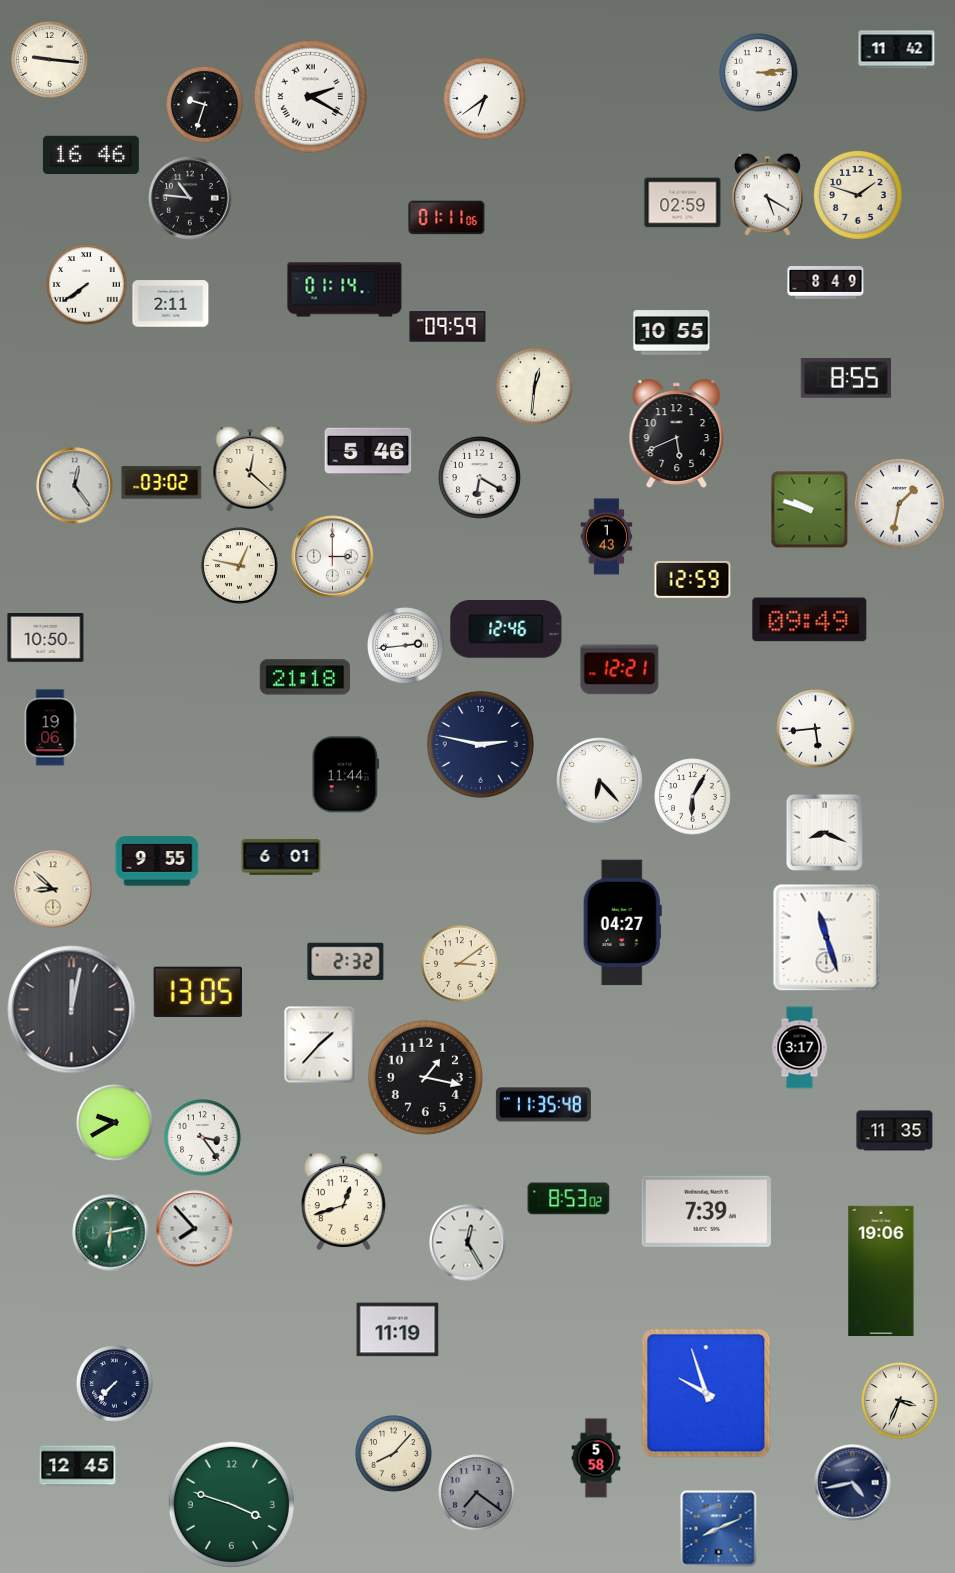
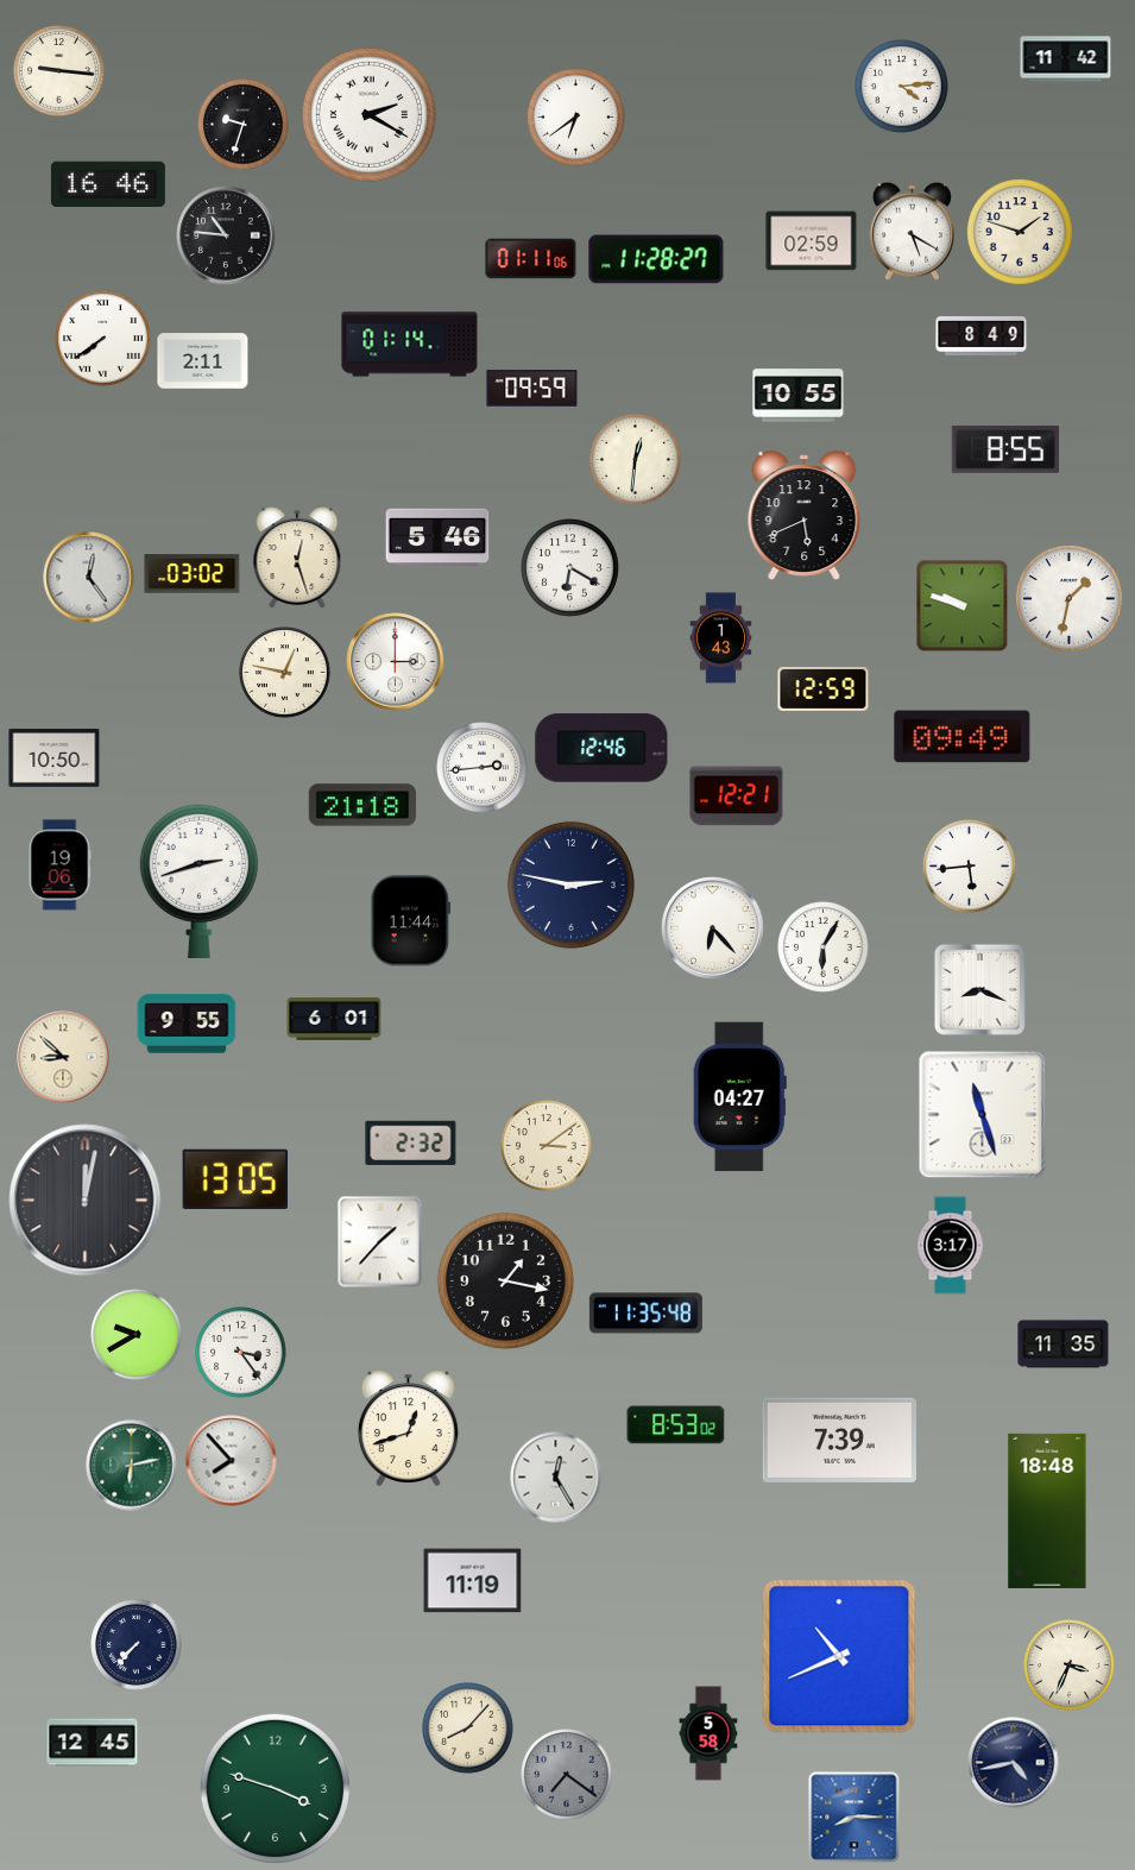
clock at (759, 73): 3:14 -> 4:14
clock at (656, 259): none -> 11:28
clock at (250, 469): 12:22 -> 12:27
clock at (198, 881): none -> 2:42
clock at (881, 1271): 19:06 -> 18:48
clock at (706, 1393): 9:57 -> 10:41
clock at (719, 1529): 8:11 -> 8:15
